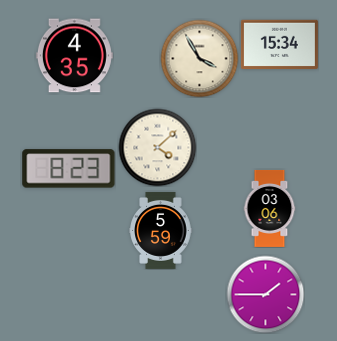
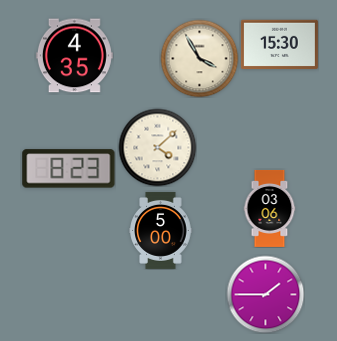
clock at (279, 45): 15:34 -> 15:30
clock at (161, 230): 5:59 -> 5:00
